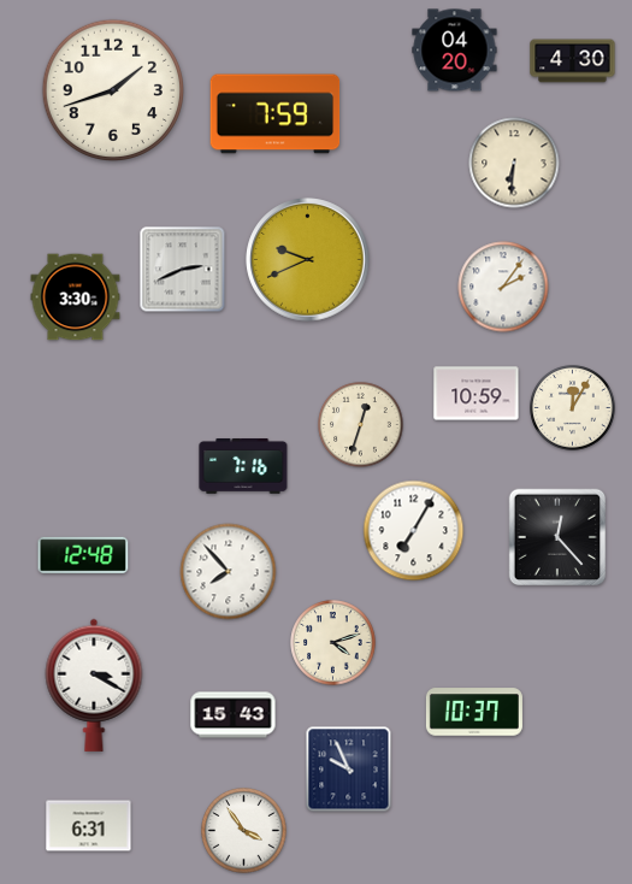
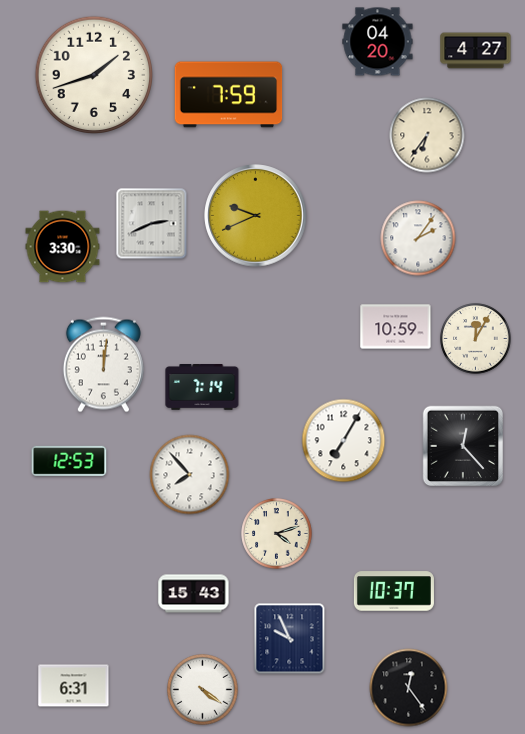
clock at (573, 61): 4:30 -> 4:27
clock at (514, 163): 6:31 -> 6:36
clock at (361, 425): 12:33 -> none
clock at (103, 365): none -> 12:01
clock at (243, 467): 7:16 -> 7:14
clock at (83, 555): 12:48 -> 12:53
clock at (94, 685): 3:20 -> none
clock at (409, 688): none -> 12:24
clock at (244, 831): 3:54 -> 4:21
